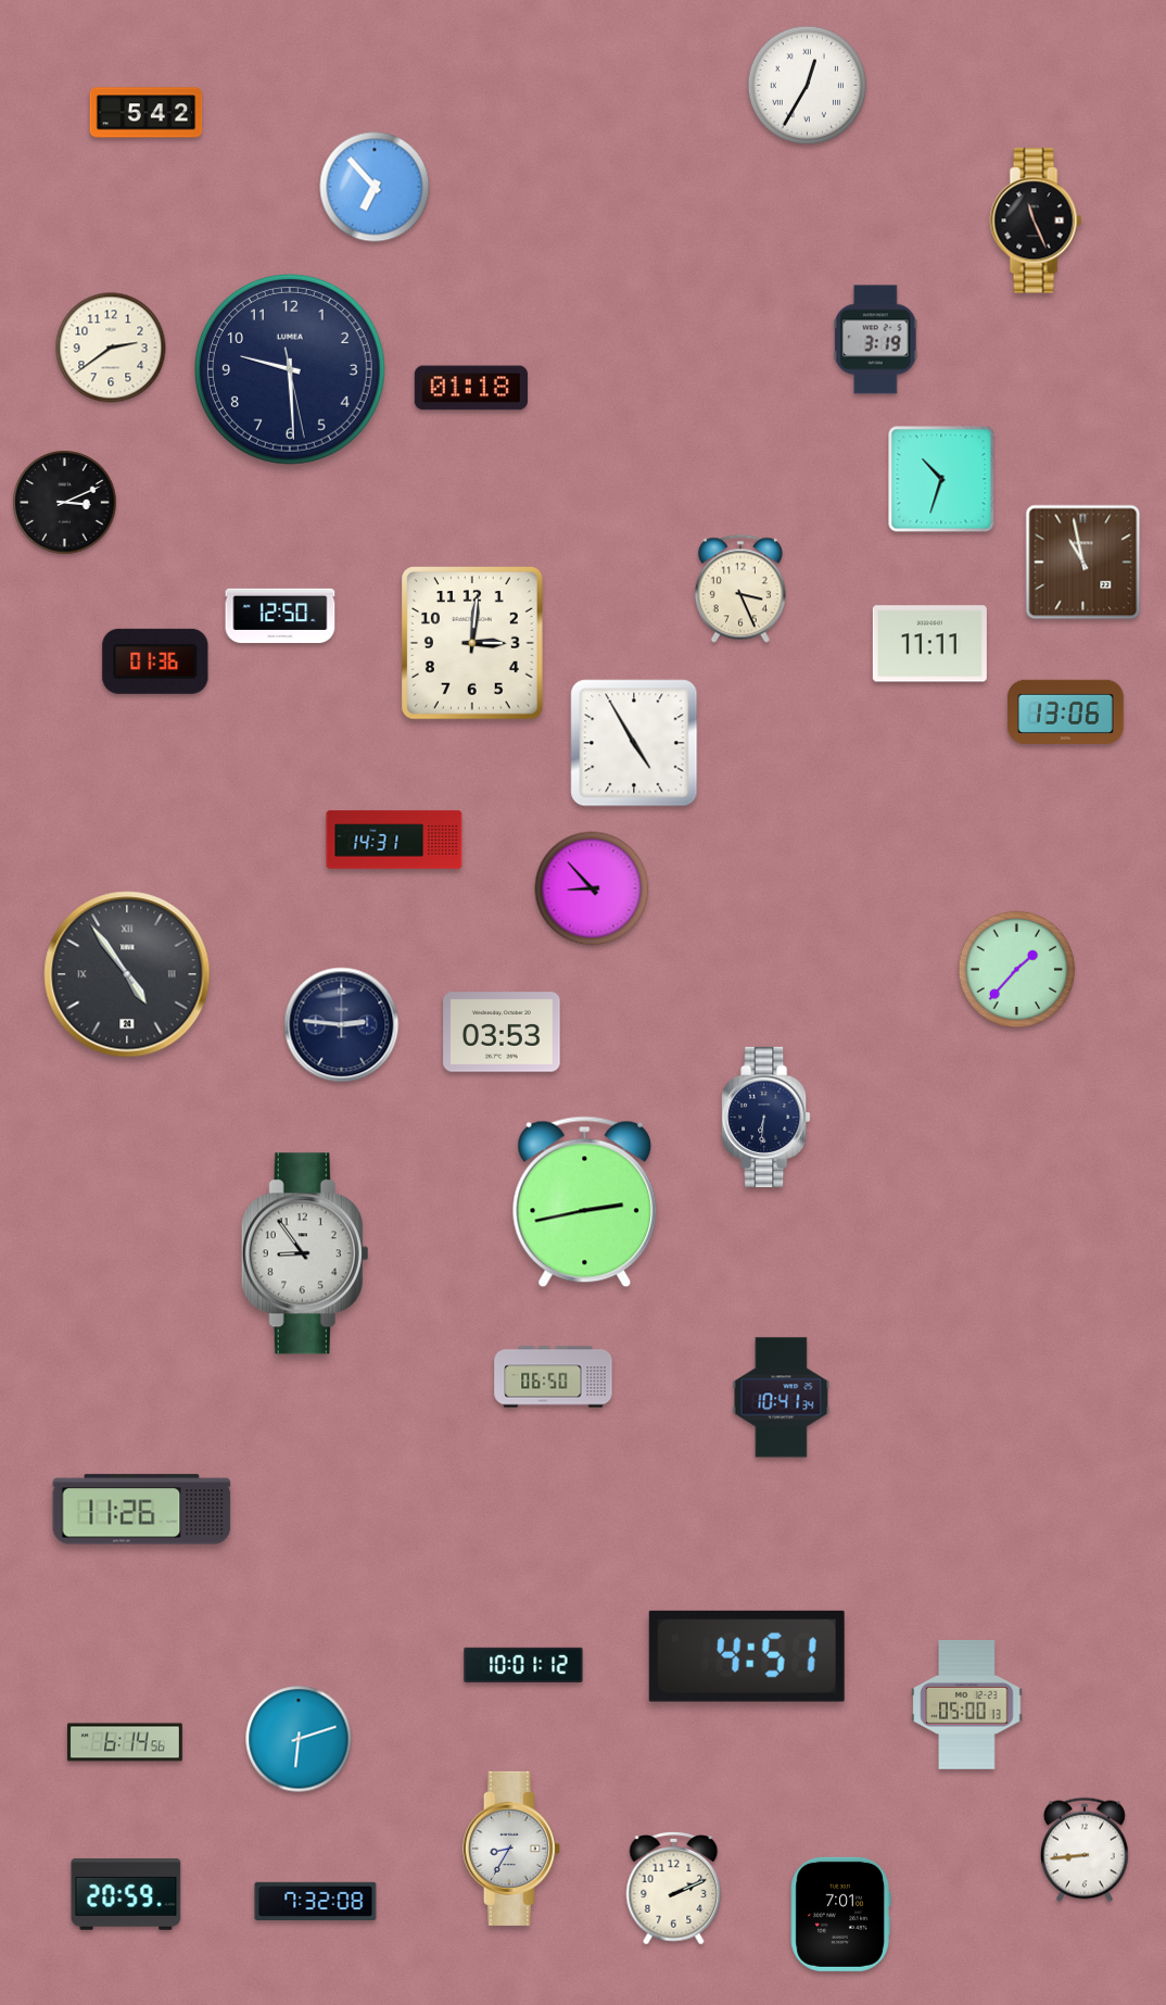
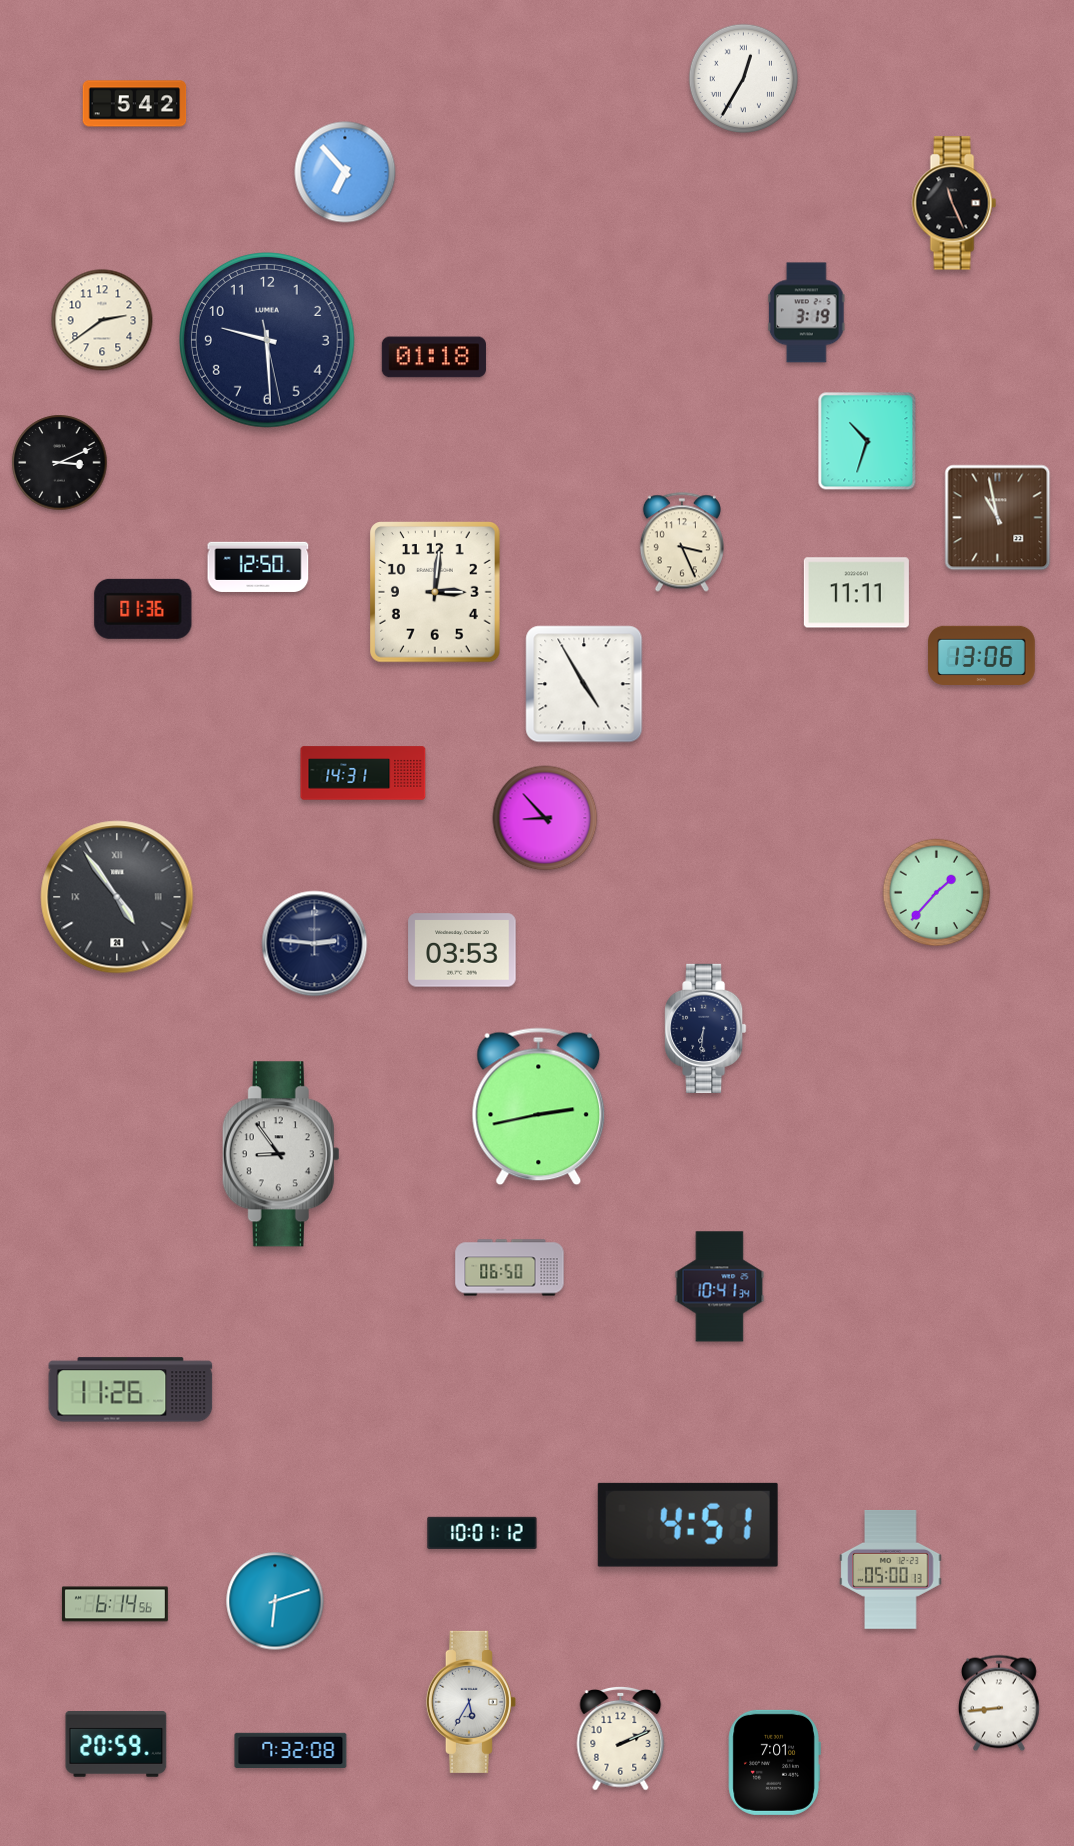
clock at (511, 1849): 8:35 -> 5:35
